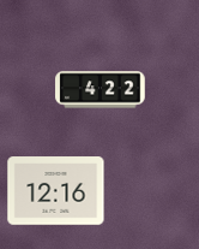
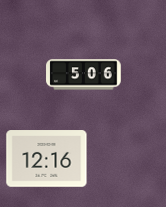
clock at (101, 90): 4:22 -> 5:06
